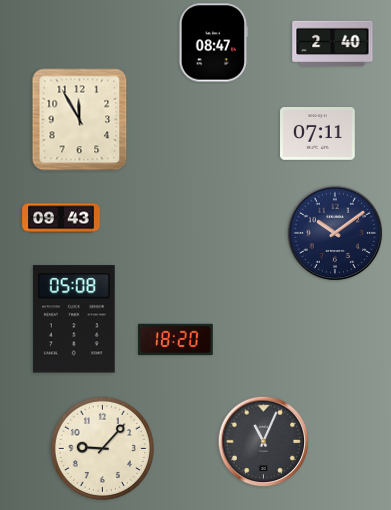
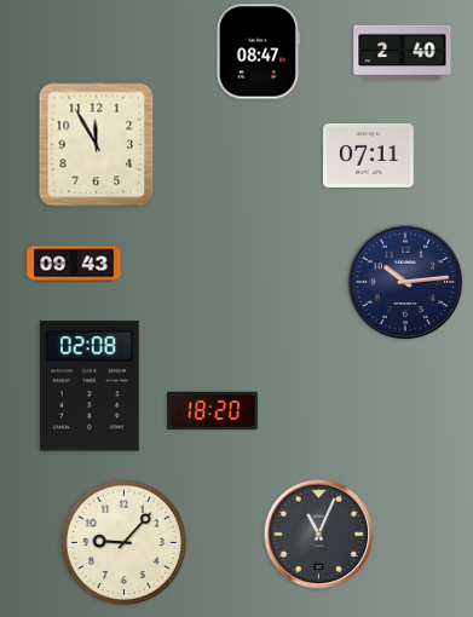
clock at (318, 134) position: (318, 134) -> (369, 156)
clock at (335, 233): 10:09 -> 10:14
clock at (74, 319): 05:08 -> 02:08
